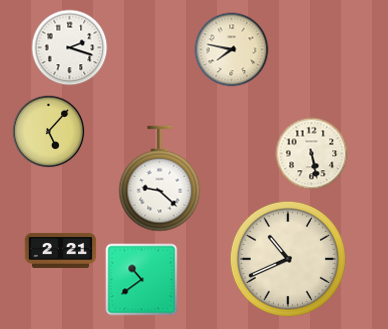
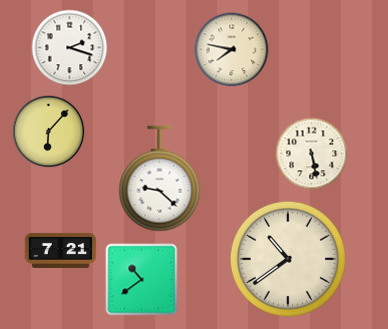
clock at (49, 132): 5:07 -> 6:07
clock at (61, 250): 2:21 -> 7:21
clock at (288, 259): 10:41 -> 10:39
